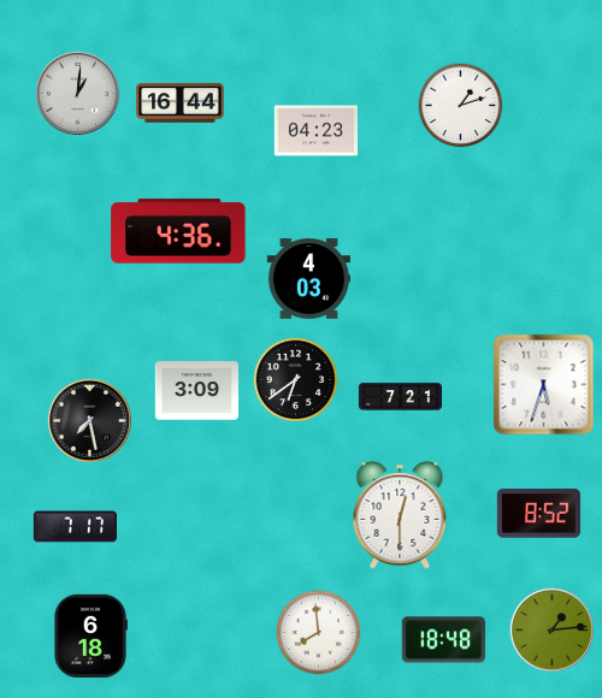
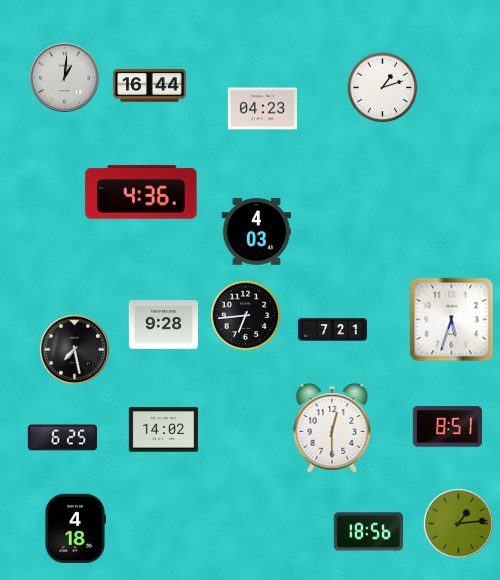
clock at (178, 231) position: (178, 231) -> (141, 192)
clock at (296, 380): 6:39 -> 6:44
clock at (196, 391): 3:09 -> 9:28
clock at (538, 514): 8:52 -> 8:51
clock at (163, 430): none -> 14:02
clock at (75, 527): 7:17 -> 6:25
clock at (319, 633): 7:59 -> none
clock at (90, 635): 6:18 -> 4:18
clock at (443, 640): 18:48 -> 18:56
